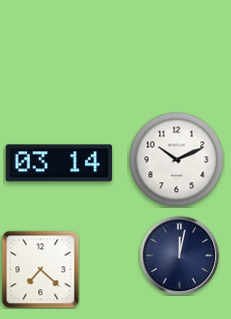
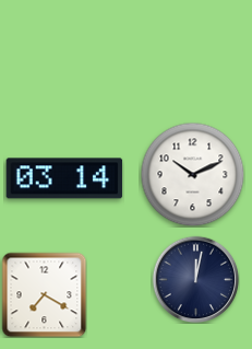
clock at (40, 269): 7:22 -> 7:20
